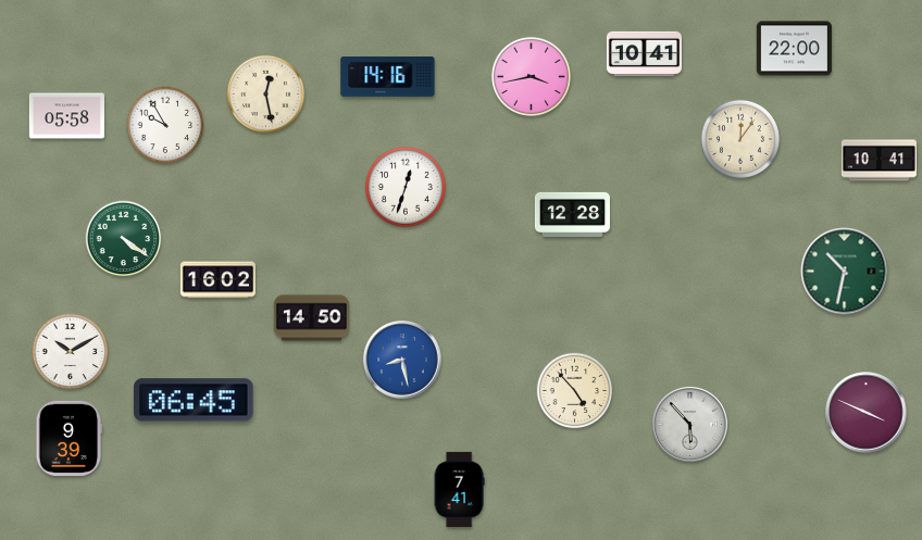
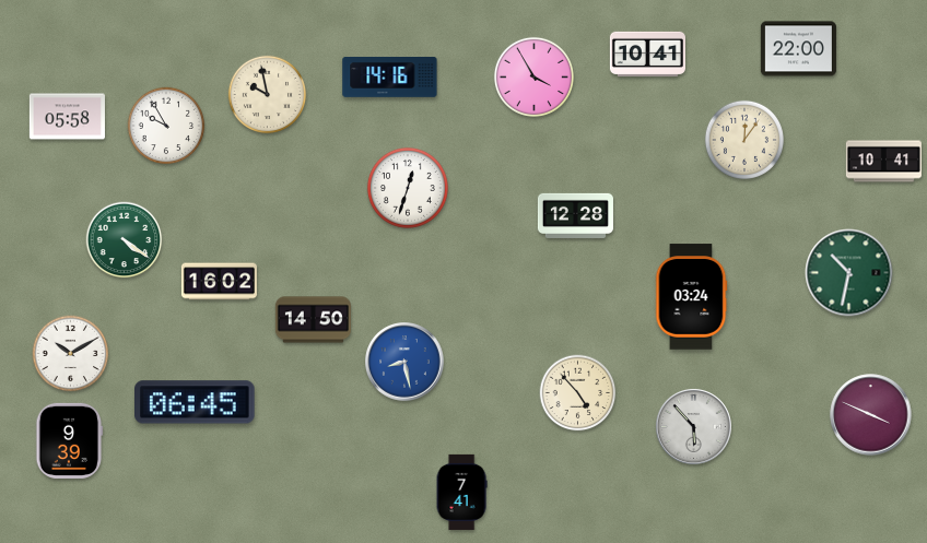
clock at (531, 76): 3:43 -> 3:55
clock at (266, 95): 12:28 -> 9:58
clock at (691, 297): none -> 03:24
